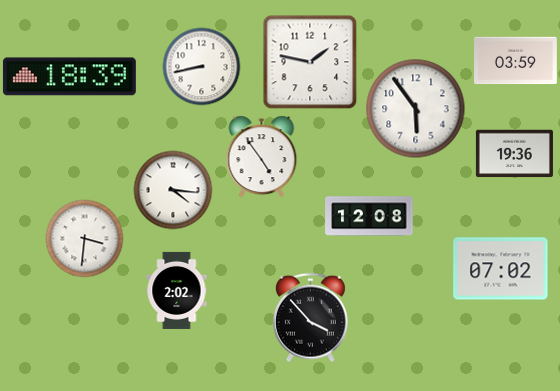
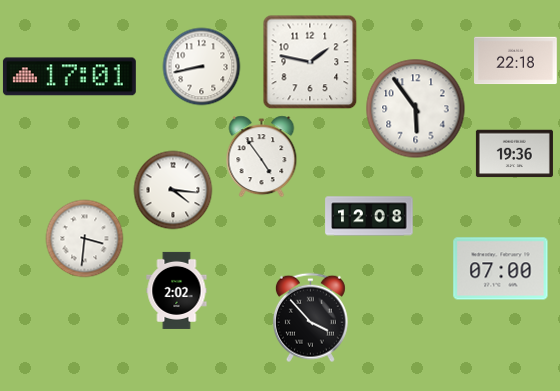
clock at (516, 61): 03:59 -> 22:18
clock at (69, 77): 18:39 -> 17:01
clock at (501, 269): 07:02 -> 07:00
